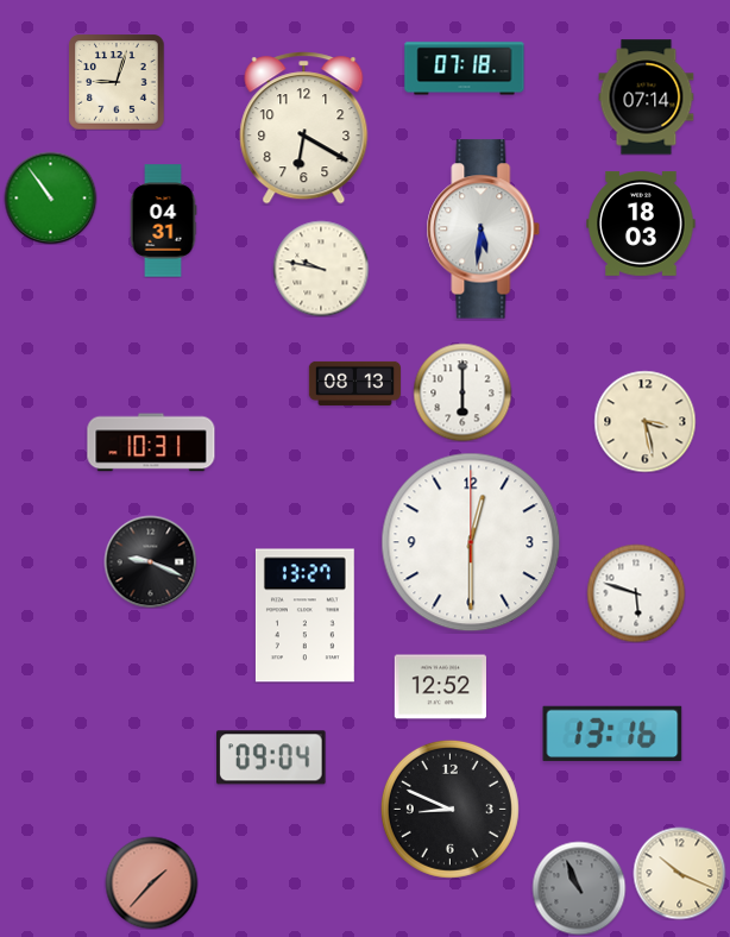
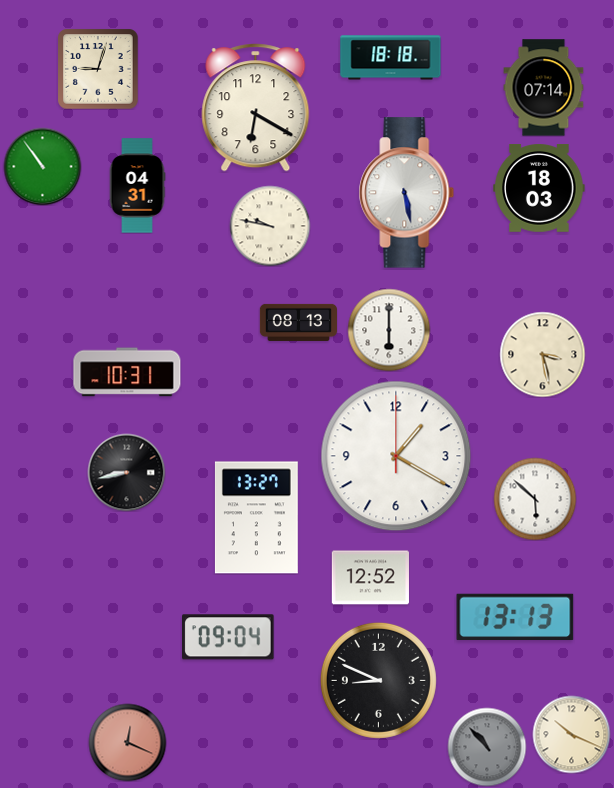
clock at (465, 69): 07:18 -> 18:18
clock at (647, 98) position: (647, 98) -> (544, 88)
clock at (484, 229): 5:31 -> 5:28
clock at (471, 542): 12:30 -> 1:20
clock at (150, 561): 9:19 -> 8:43
clock at (636, 593): 5:48 -> 5:52
clock at (612, 734): 13:16 -> 13:13
clock at (151, 882): 1:37 -> 12:19
clock at (579, 888): 10:56 -> 10:53
